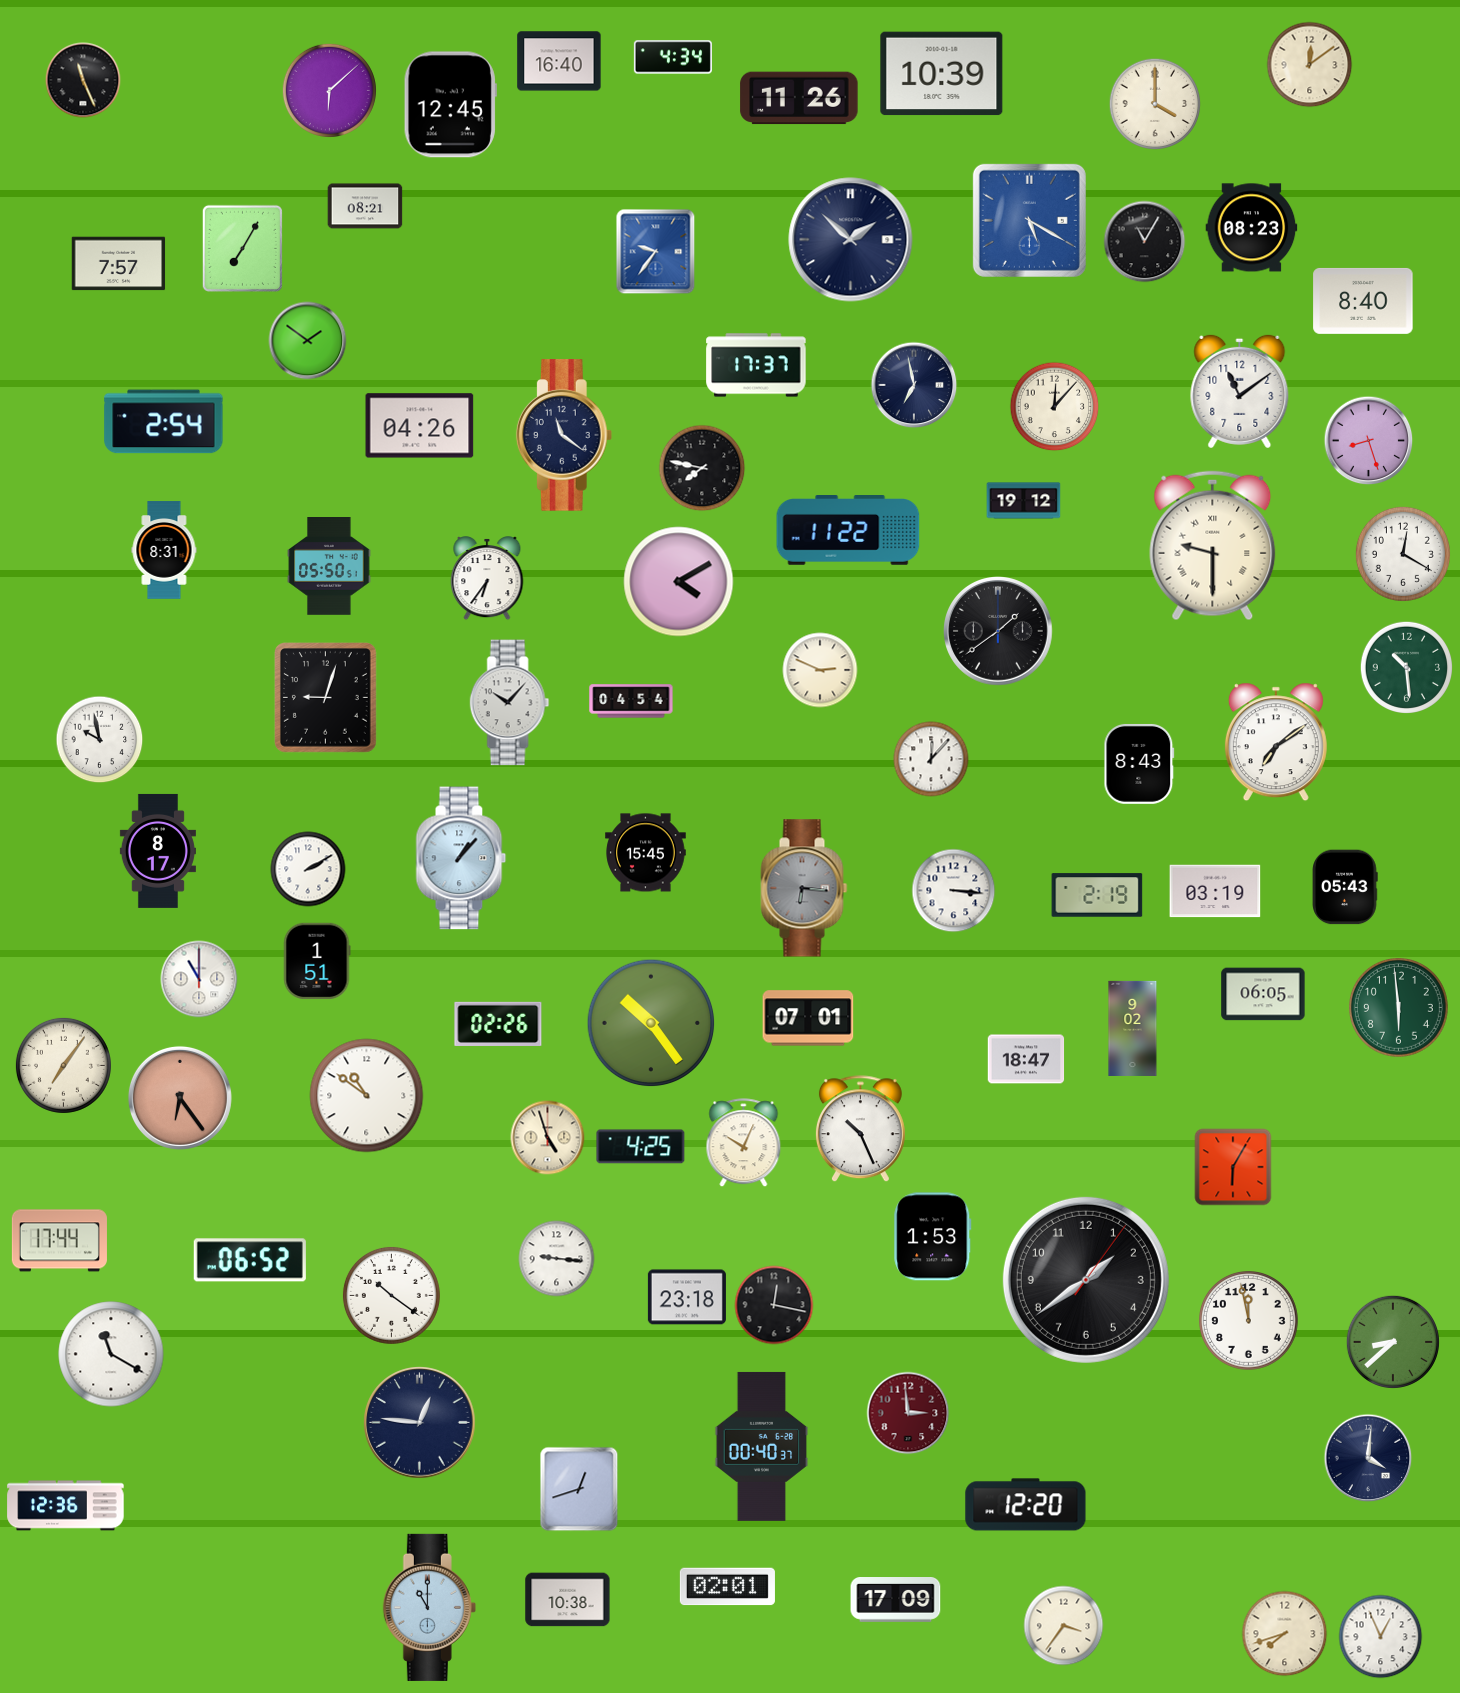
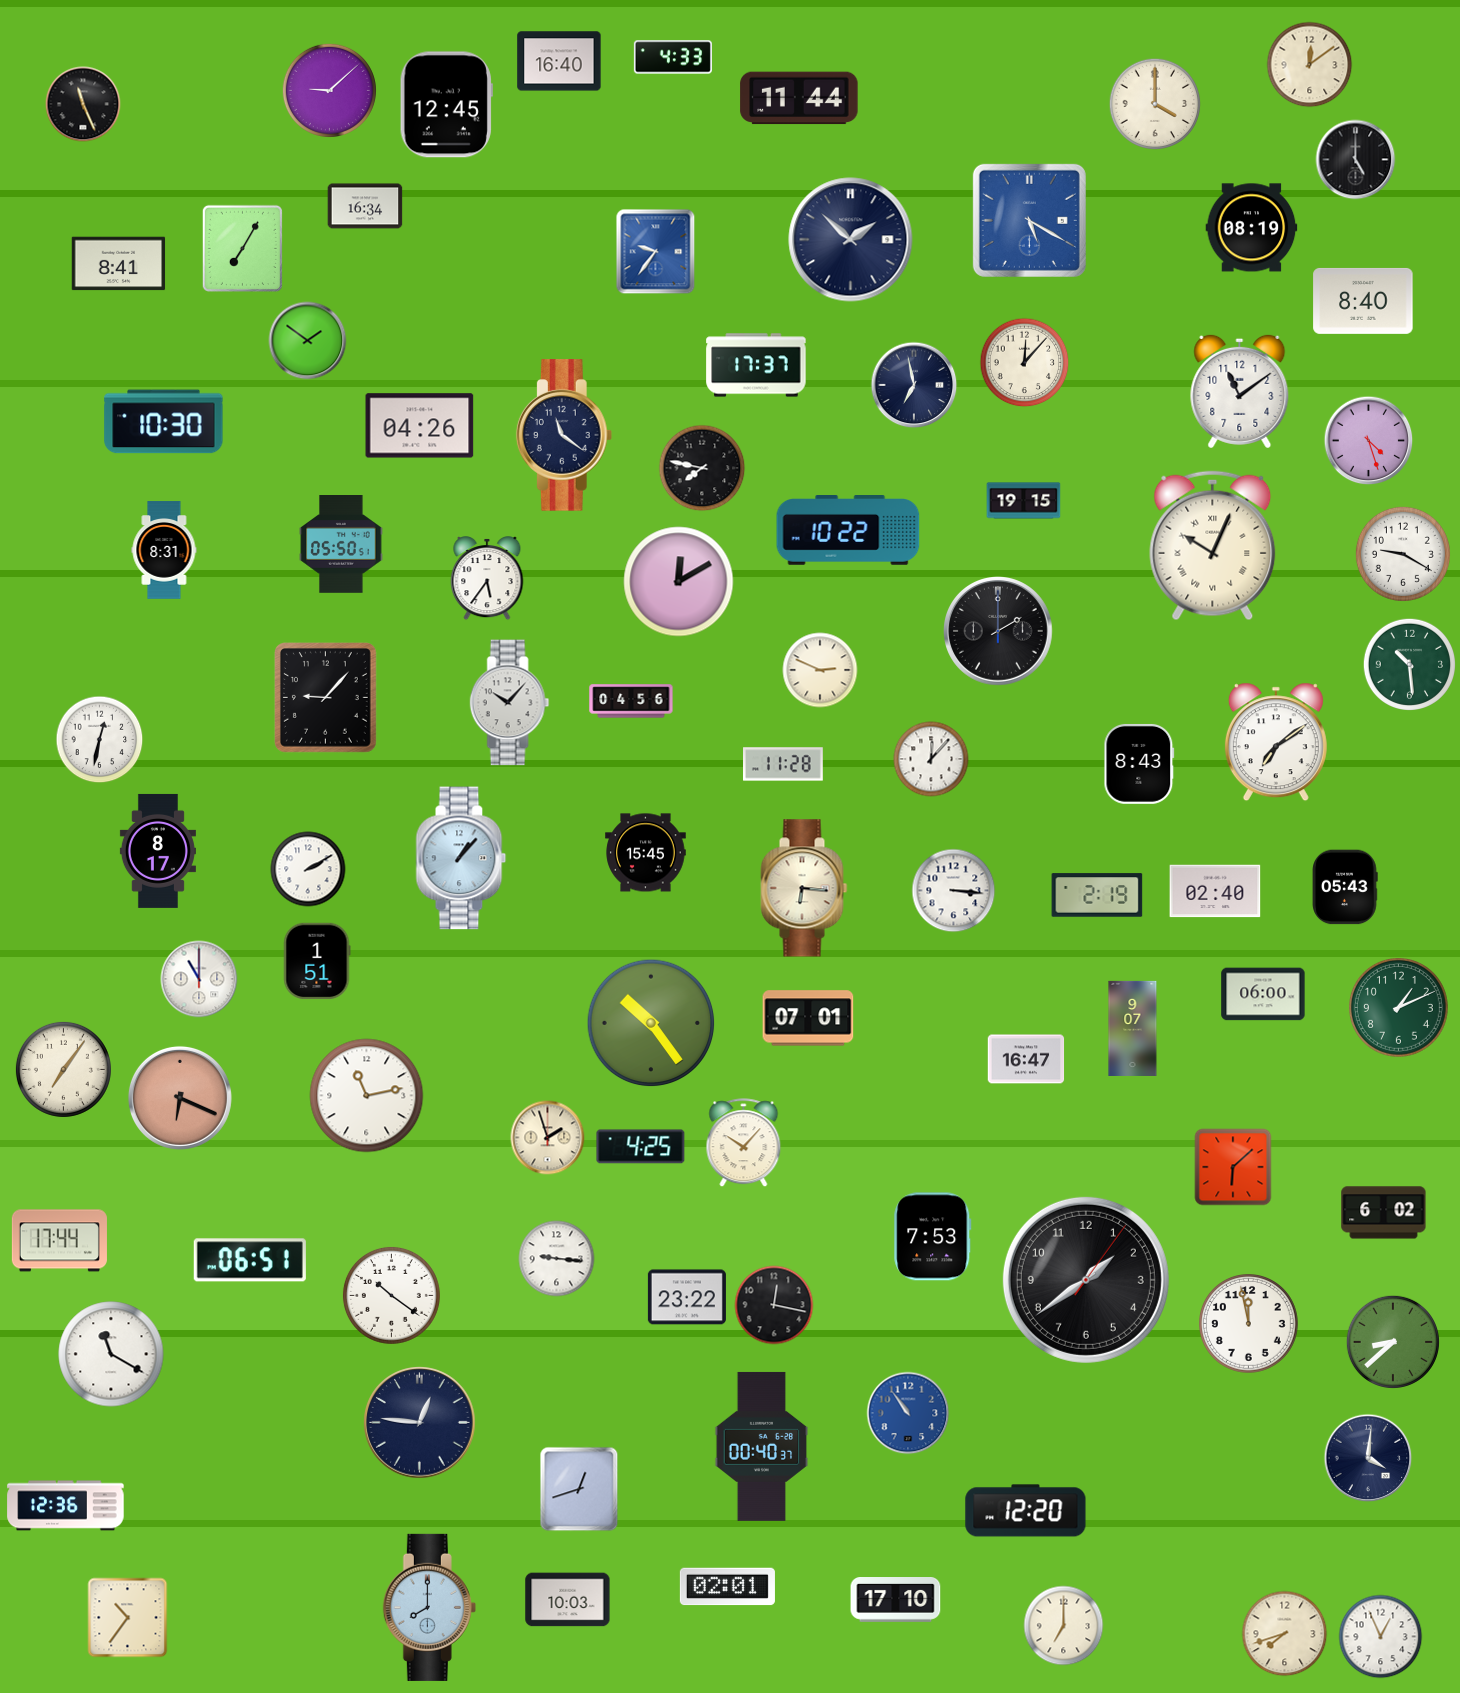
clock at (673, 57): 4:34 -> 4:33
clock at (942, 74): 10:39 -> none
clock at (83, 80) position: (83, 80) -> (83, 104)
clock at (329, 90): 6:08 -> 9:08
clock at (799, 98): 11:26 -> 11:44
clock at (450, 105) position: (450, 105) -> (446, 105)
clock at (1356, 160): none -> 5:00
clock at (365, 206): 08:21 -> 16:34
clock at (1252, 228): 08:23 -> 08:19
clock at (1145, 242): 11:05 -> none
clock at (119, 264): 7:57 -> 8:41
clock at (1055, 407) position: (1055, 407) -> (1025, 363)
clock at (164, 422): 2:54 -> 10:30
clock at (1369, 441): 8:27 -> 4:27
clock at (1024, 501): 19:12 -> 19:15
clock at (848, 530): 11:22 -> 10:22
clock at (1213, 546): 9:30 -> 10:04
clock at (1403, 554): 12:20 -> 9:20
clock at (329, 566) position: (329, 566) -> (341, 544)
clock at (487, 579): 6:36 -> 5:36
clock at (679, 582): 4:10 -> 12:10
clock at (999, 632): 1:39 -> 2:00
clock at (1406, 667) position: (1406, 667) -> (1409, 664)
clock at (326, 698): 9:03 -> 9:07
clock at (631, 701): 04:54 -> 04:56
clock at (100, 740): 9:58 -> 12:32
clock at (784, 764): none -> 11:28
clock at (804, 888) dial: grey -> cream
clock at (1215, 891): 03:19 -> 02:40
clock at (1263, 994): 06:05 -> 06:00
clock at (1399, 1008): 5:59 -> 1:11
clock at (498, 1024): 02:26 -> none
clock at (1133, 1028): 9:02 -> 9:07
clock at (1026, 1059): 18:47 -> 16:47
clock at (63, 1065) position: (63, 1065) -> (63, 1069)
clock at (367, 1096): 10:51 -> 11:13
clock at (180, 1098): 6:24 -> 6:19
clock at (860, 1129): 10:26 -> none
clock at (548, 1138): 4:57 -> 1:57
clock at (744, 1143): 10:04 -> 10:07
clock at (1233, 1167): 6:05 -> 6:08
clock at (1384, 1213): none -> 6:02
clock at (933, 1237): 1:53 -> 7:53
clock at (250, 1260): 06:52 -> 06:51
clock at (687, 1297): 23:18 -> 23:22
clock at (1249, 1321) position: (1249, 1321) -> (1249, 1324)
clock at (908, 1413): 2:59 -> 10:54
clock at (908, 1413) dial: burgundy -> blue
clock at (1026, 1505) position: (1026, 1505) -> (1026, 1511)
clock at (568, 1600): 10:38 -> 10:03
clock at (896, 1600): 17:09 -> 17:10
clock at (429, 1607): 11:00 -> 8:00
clock at (128, 1618): none -> 10:36
clock at (1064, 1626): 3:36 -> 7:00
